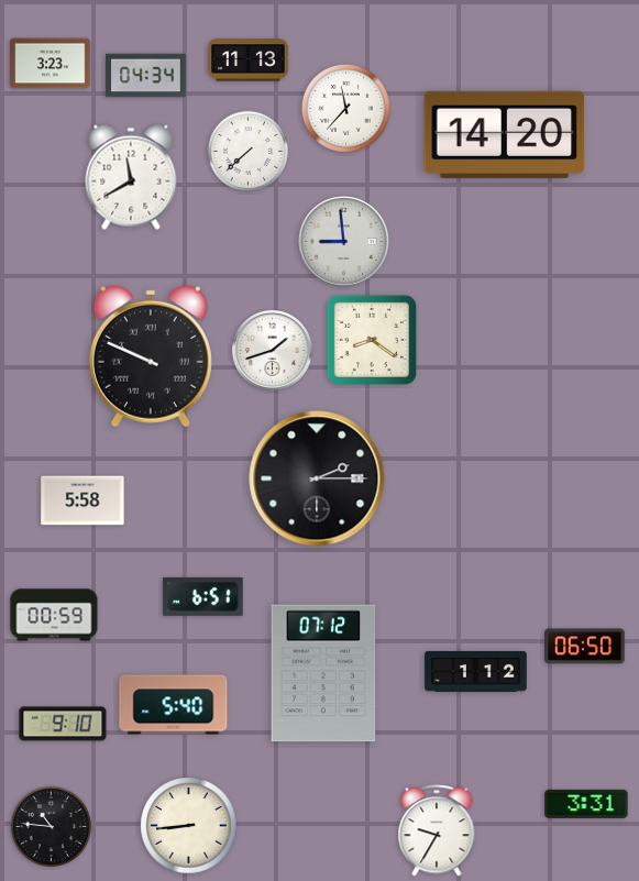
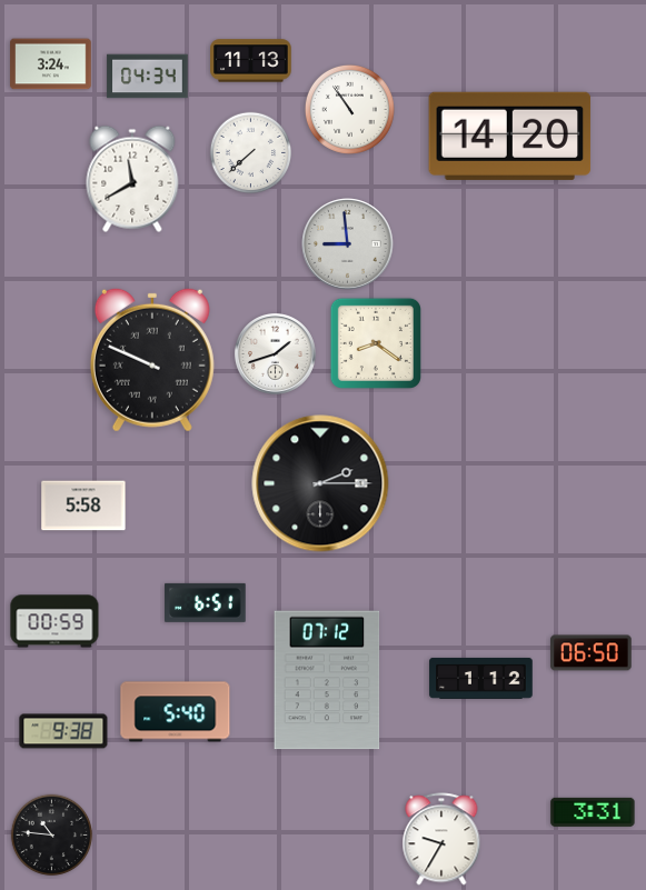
clock at (51, 64): 3:23 -> 3:24
clock at (345, 108): 11:37 -> 10:54
clock at (63, 724): 9:10 -> 9:38
clock at (189, 826): 8:44 -> none
